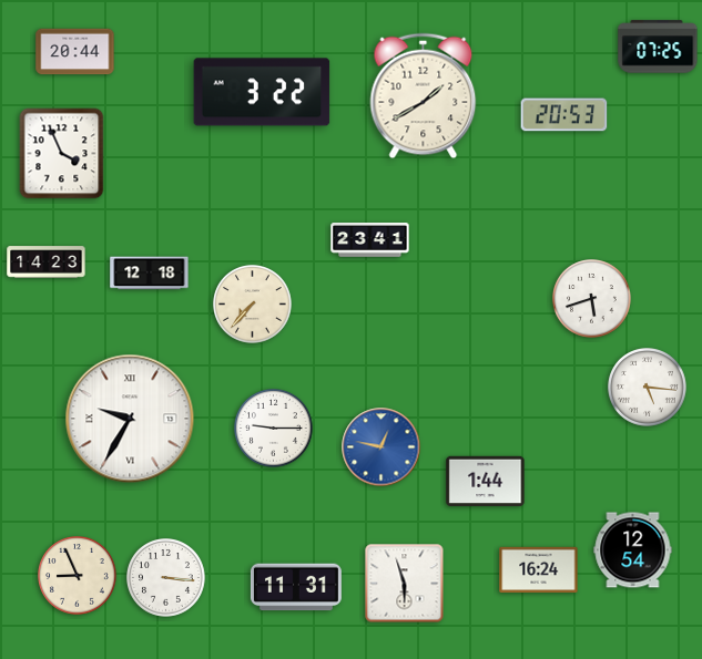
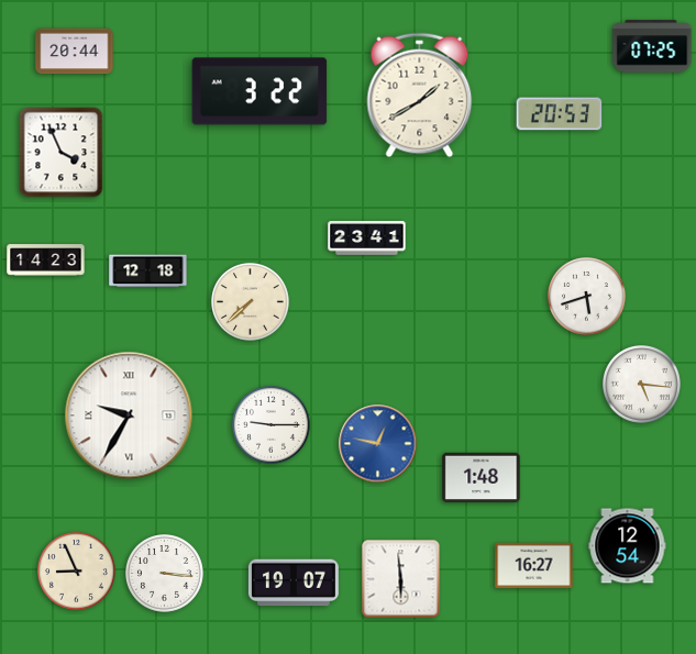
clock at (253, 305): 7:37 -> 7:38
clock at (486, 482): 1:44 -> 1:48
clock at (539, 570): 16:24 -> 16:27
clock at (405, 584): 5:57 -> 5:59
clock at (296, 587): 11:31 -> 19:07
